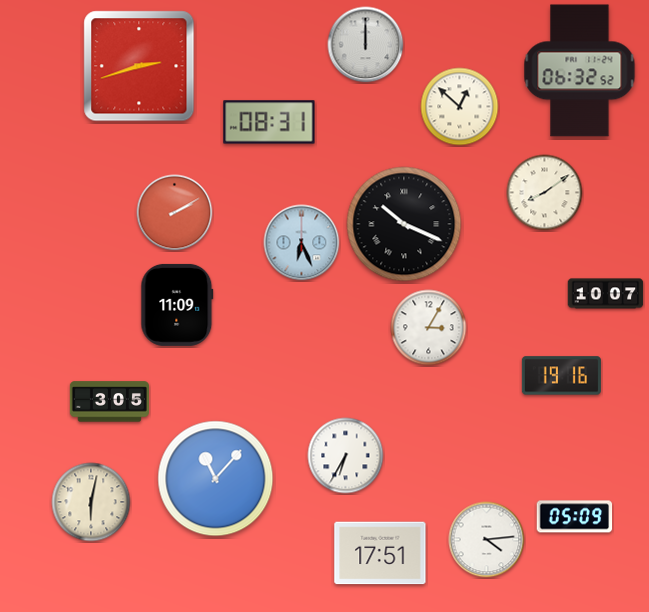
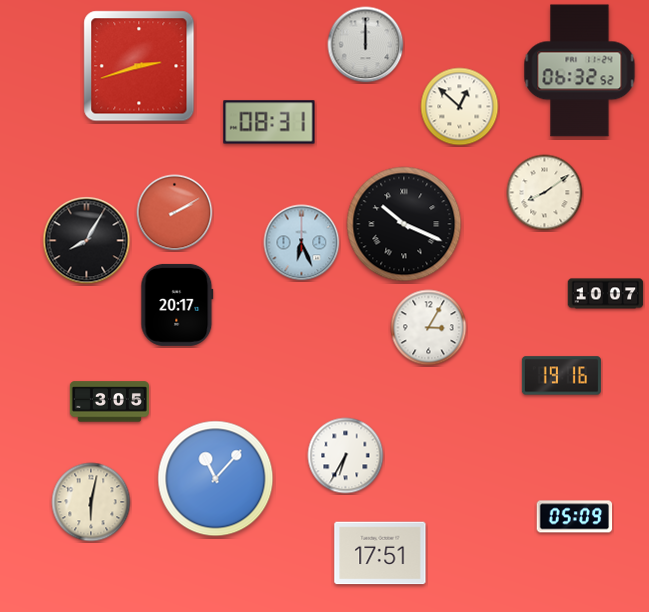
clock at (87, 241): none -> 8:05
clock at (177, 305): 11:09 -> 20:17
clock at (487, 540): 4:14 -> none
